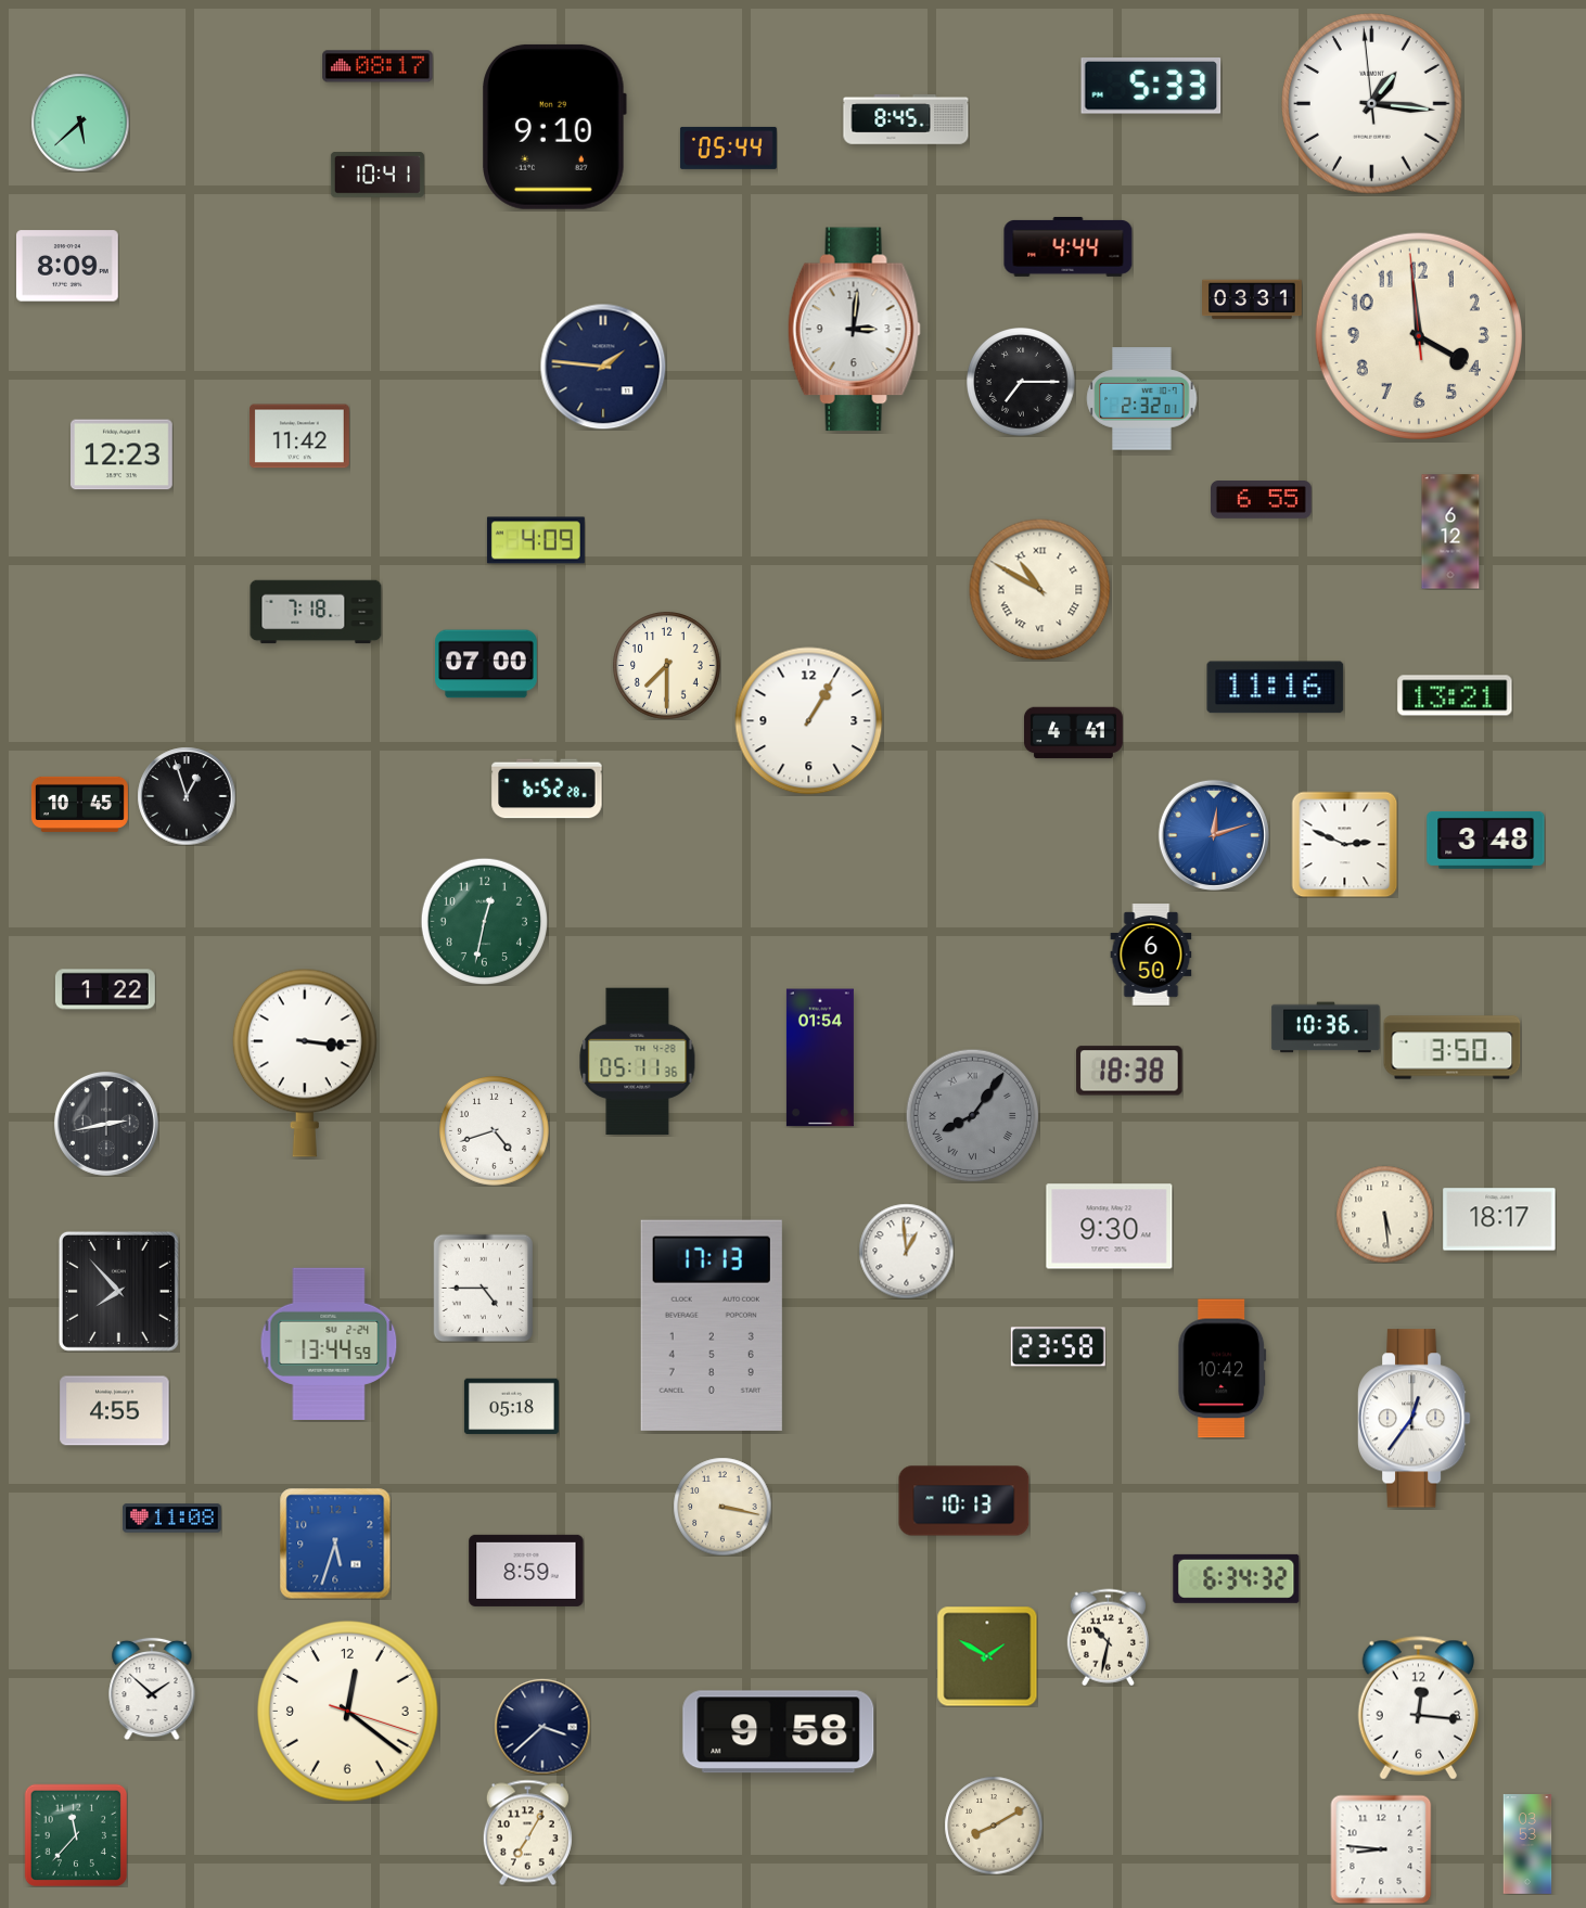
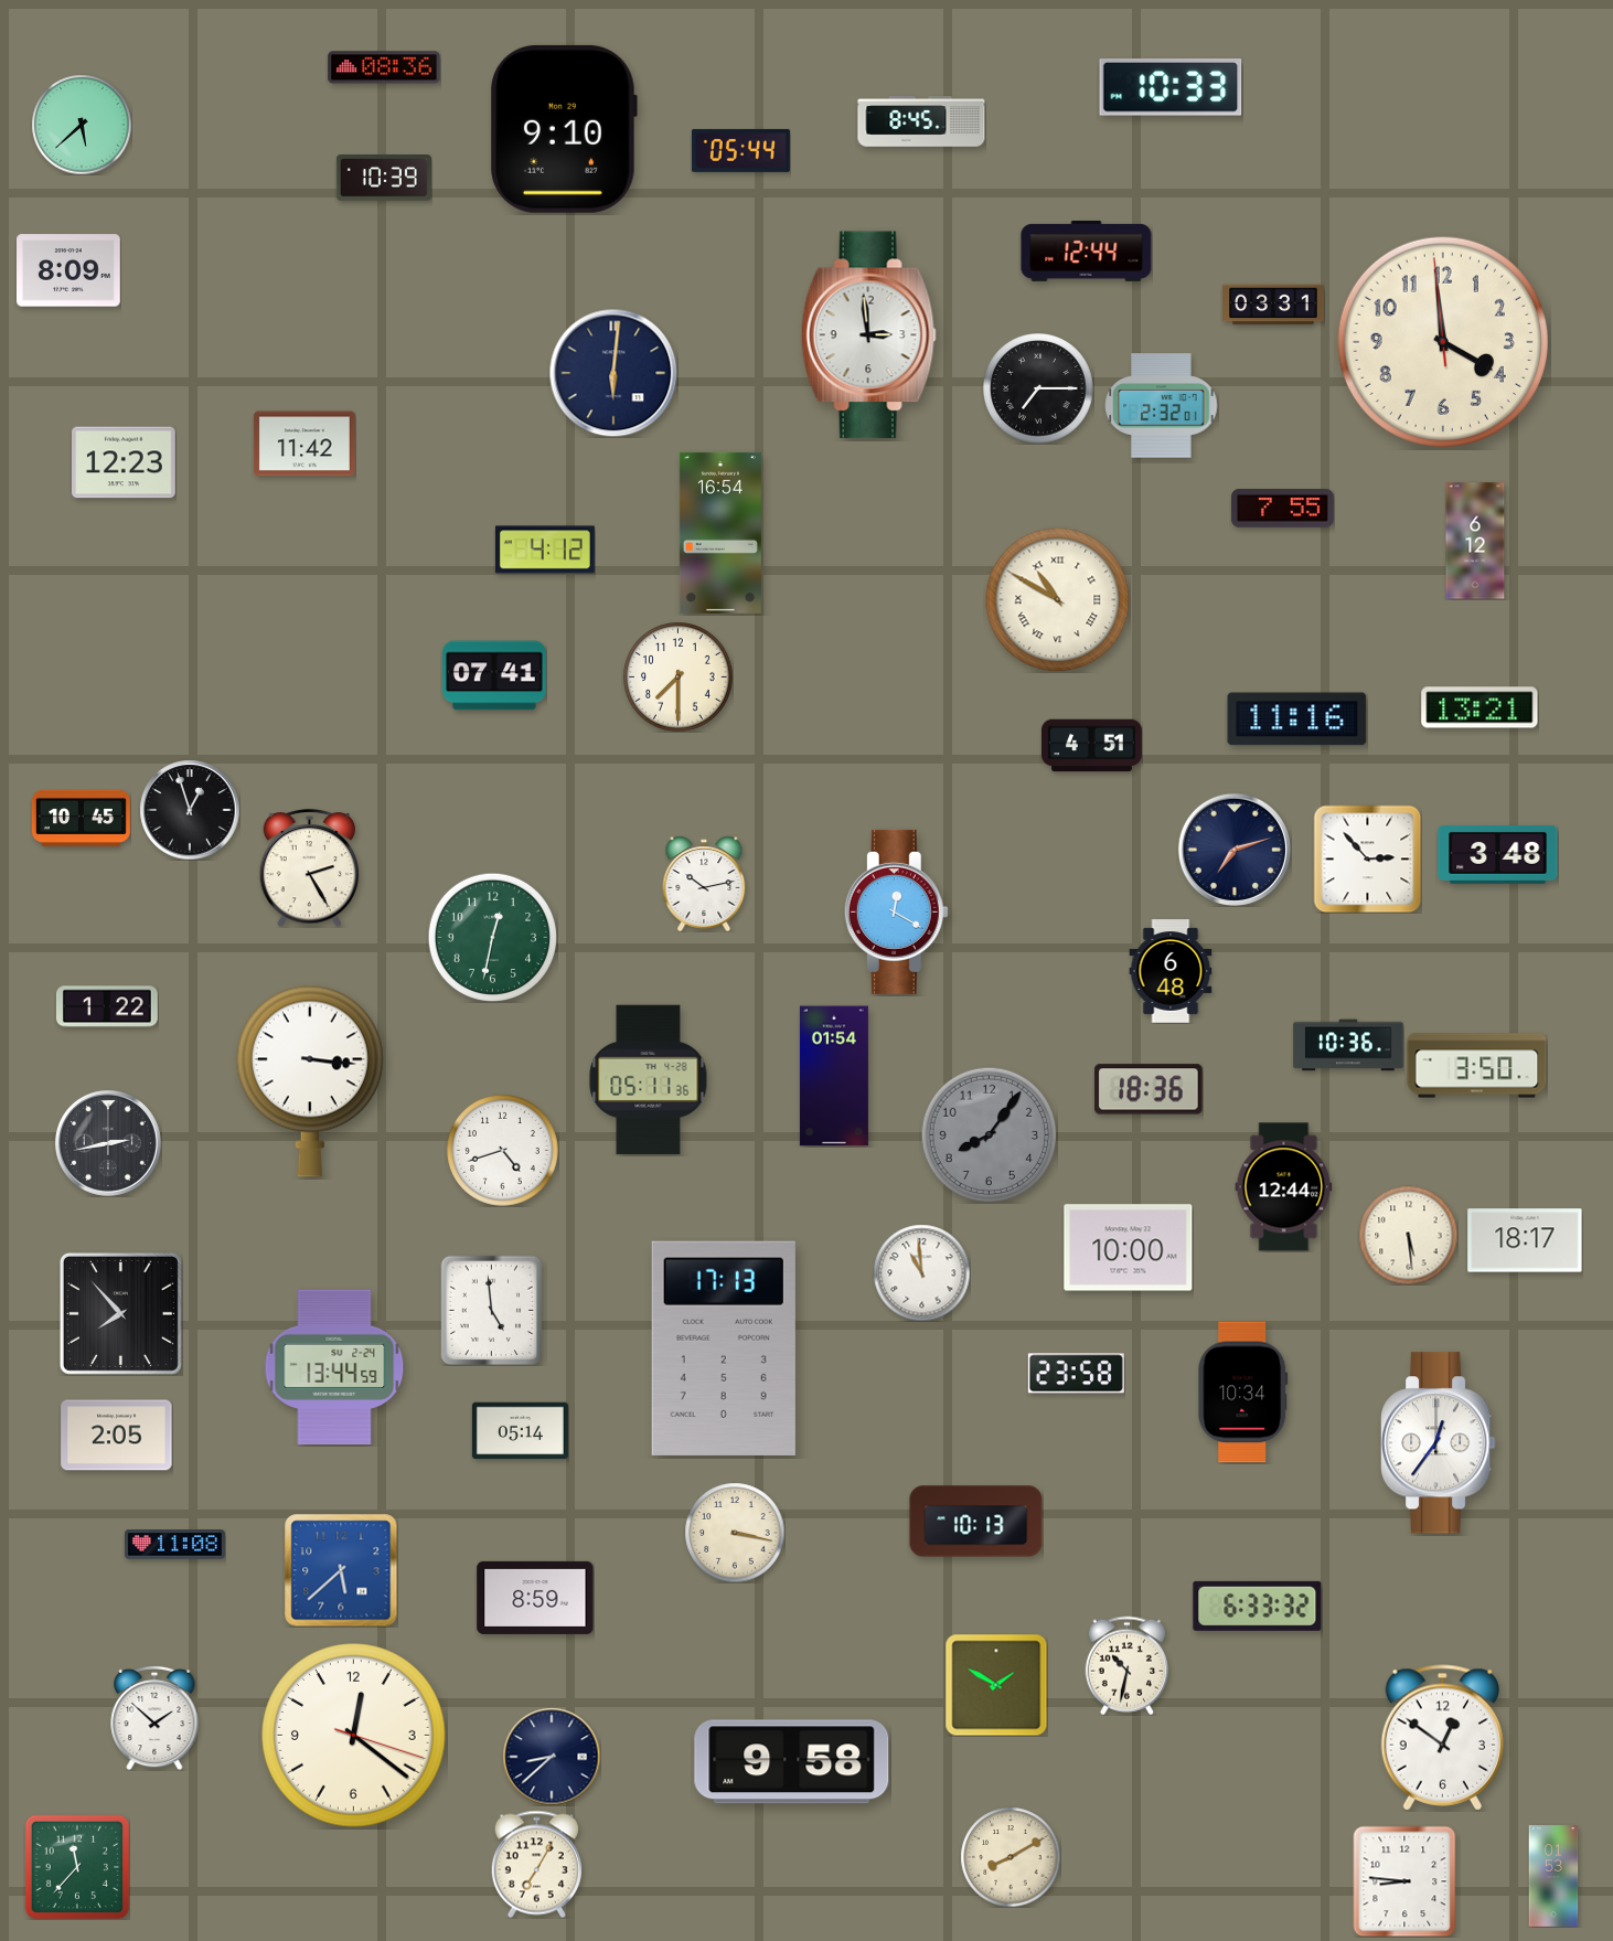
clock at (378, 66): 08:17 -> 08:36
clock at (1151, 86): 5:33 -> 10:33
clock at (1372, 104): 1:15 -> none
clock at (378, 176): 10:41 -> 10:39
clock at (1069, 246): 4:44 -> 12:44
clock at (854, 330): 3:01 -> 2:59
clock at (603, 367): 1:46 -> 6:01
clock at (1262, 500): 6:55 -> 7:55
clock at (720, 533): none -> 16:54
clock at (536, 540): 4:09 -> 4:12
clock at (316, 612): 7:18 -> none
clock at (487, 664): 07:00 -> 07:41
clock at (1276, 688) position: (1276, 688) -> (1297, 719)
clock at (809, 721): 1:05 -> none
clock at (1073, 733): 4:41 -> 4:51
clock at (547, 789): 6:52 -> none
clock at (1214, 835): 12:12 -> 7:12
clock at (1214, 835) dial: blue -> navy
clock at (1486, 840) position: (1486, 840) -> (1498, 854)
clock at (1344, 844): 2:49 -> 2:53
clock at (310, 868): none -> 2:25
clock at (704, 884): none -> 10:13
clock at (896, 911): none -> 12:20
clock at (1151, 955): 6:50 -> 6:48
clock at (1129, 1071): 18:38 -> 18:36
clock at (972, 1115) numerals: Roman -> Arabic
clock at (1284, 1187): none -> 12:44
clock at (1110, 1227): 9:30 -> 10:00
clock at (906, 1251): 12:59 -> 10:59
clock at (484, 1288): 4:45 -> 4:59
clock at (1058, 1347) position: (1058, 1347) -> (1076, 1374)
clock at (1223, 1369): 10:42 -> 10:34
clock at (511, 1407): 05:18 -> 05:14
clock at (115, 1411): 4:55 -> 2:05
clock at (964, 1501) position: (964, 1501) -> (976, 1522)
clock at (335, 1544): 5:33 -> 5:38
clock at (1237, 1578): 6:34 -> 6:33
clock at (987, 1656) position: (987, 1656) -> (996, 1685)
clock at (1418, 1708): 12:16 -> 12:51
clock at (348, 1712) position: (348, 1712) -> (354, 1736)
clock at (542, 1727): 3:38 -> 8:38
clock at (1527, 1845): 03:53 -> 01:53
